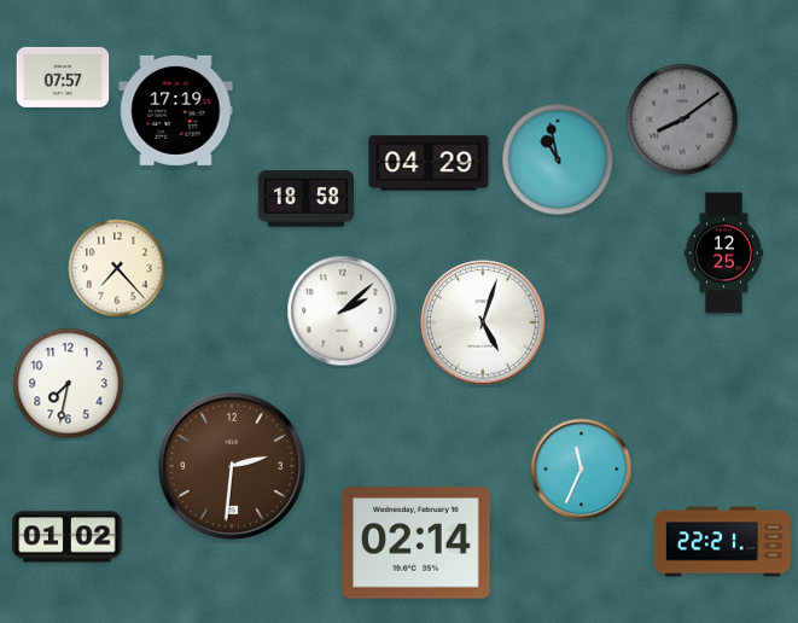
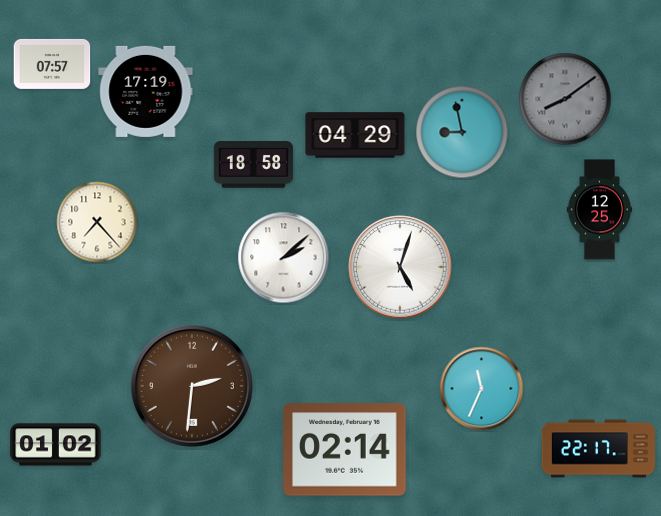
clock at (558, 159): 10:58 -> 8:58
clock at (69, 384): 7:32 -> none
clock at (722, 542): 22:21 -> 22:17
